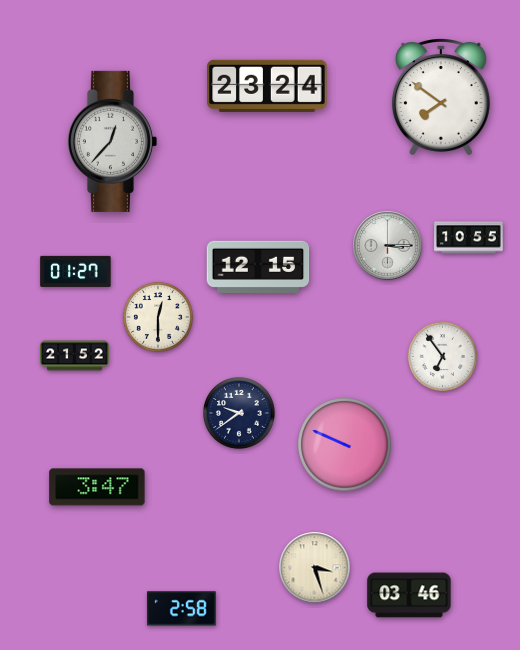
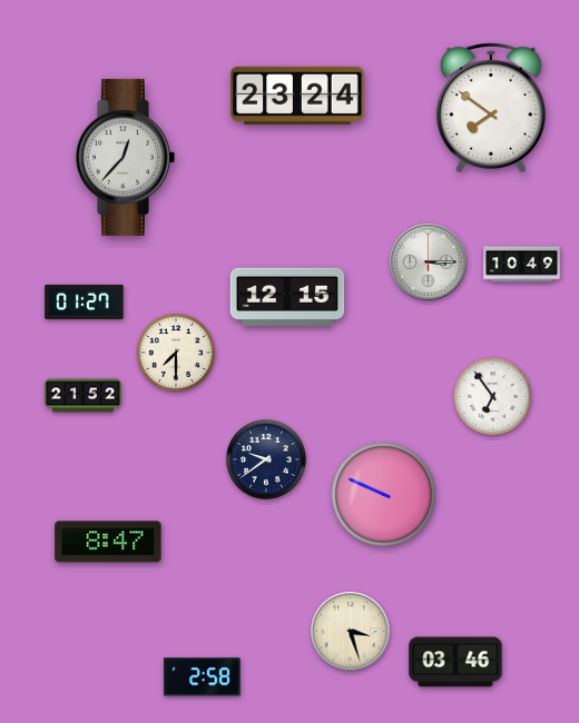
clock at (469, 238): 10:55 -> 10:49
clock at (388, 246) position: (388, 246) -> (429, 263)
clock at (158, 317): 12:30 -> 7:30
clock at (97, 487): 3:47 -> 8:47
